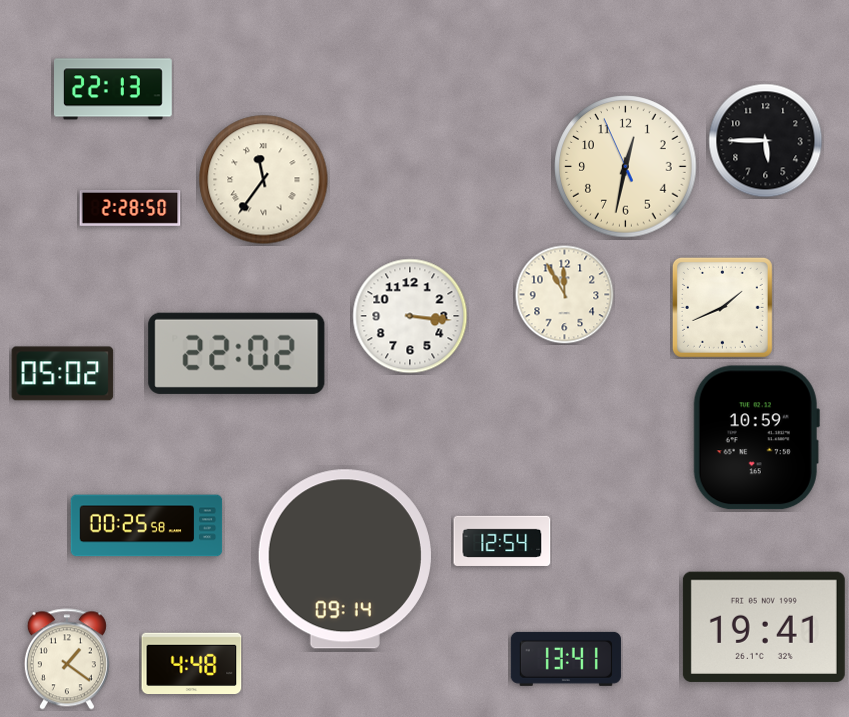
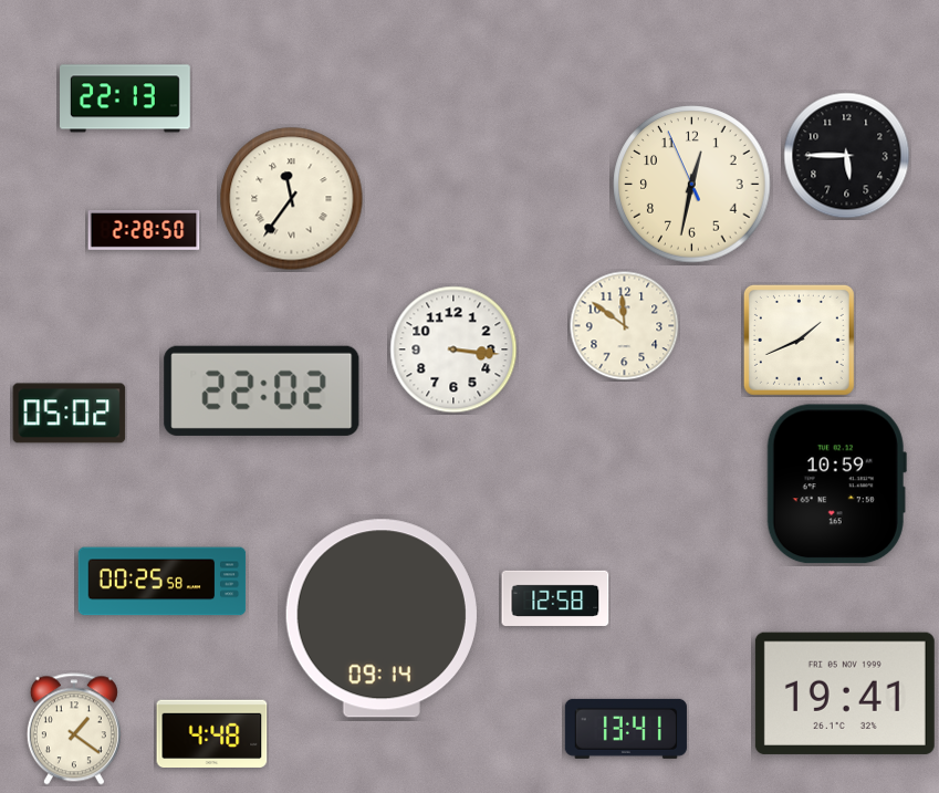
clock at (565, 295): 11:55 -> 11:51
clock at (502, 541): 12:54 -> 12:58
